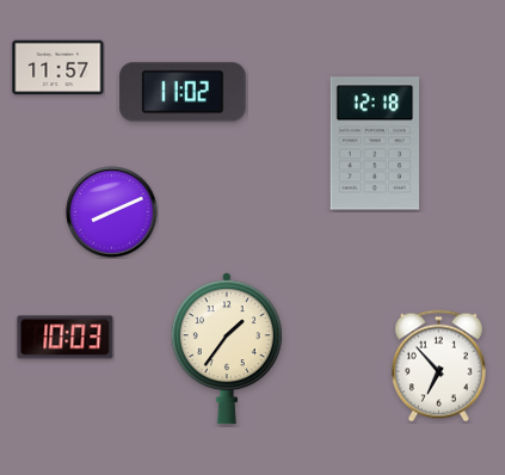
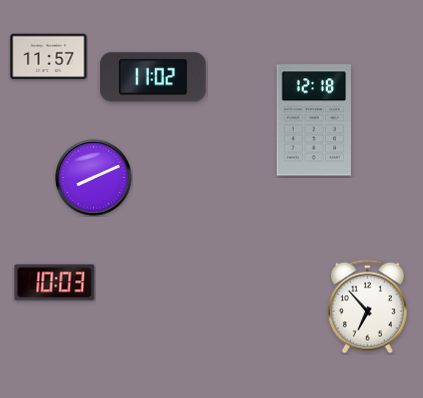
clock at (227, 348): 1:36 -> none
